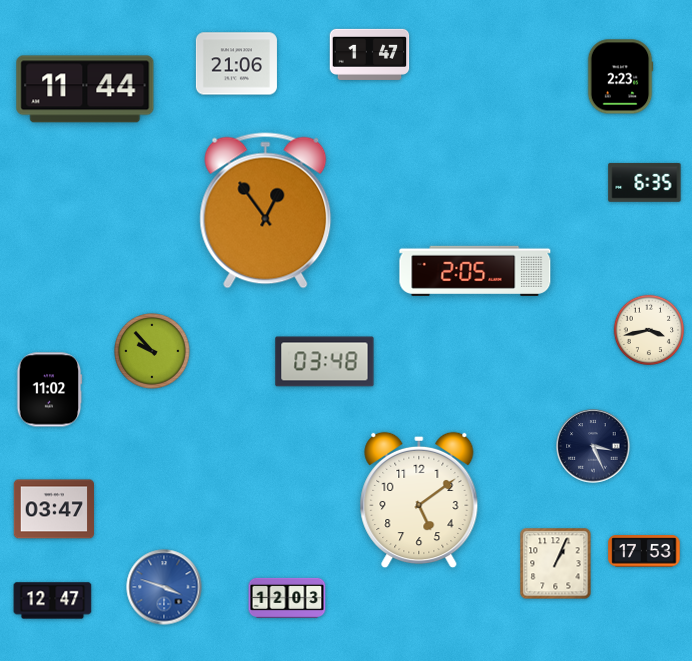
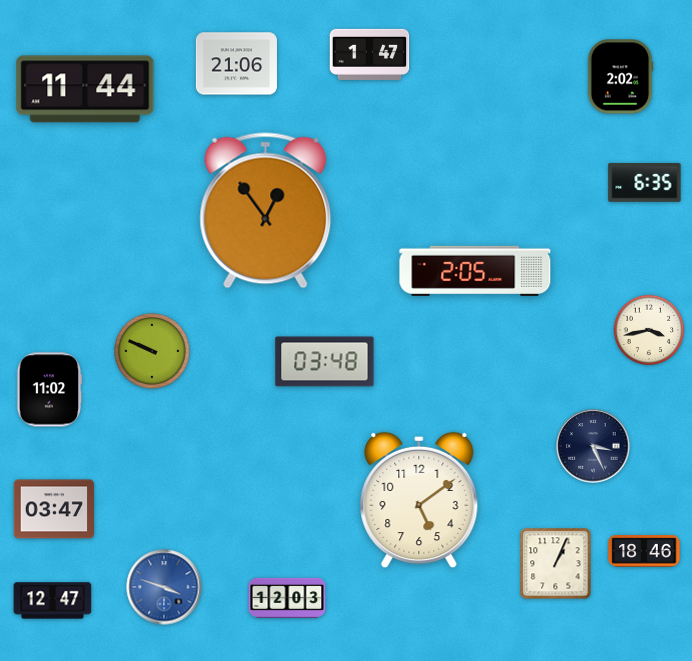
clock at (620, 77): 2:23 -> 2:02
clock at (152, 351): 9:53 -> 9:49
clock at (644, 551): 17:53 -> 18:46
